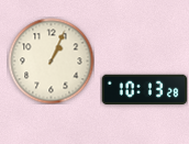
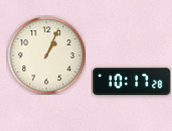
clock at (144, 90): 10:13 -> 10:17
